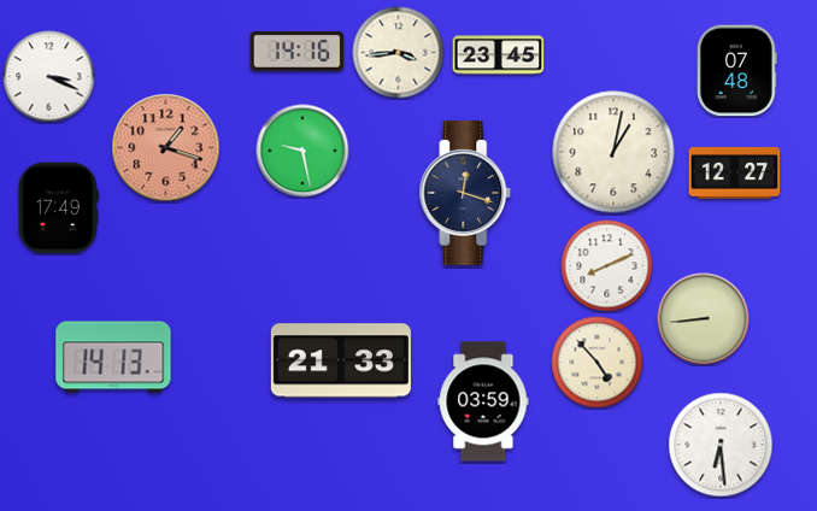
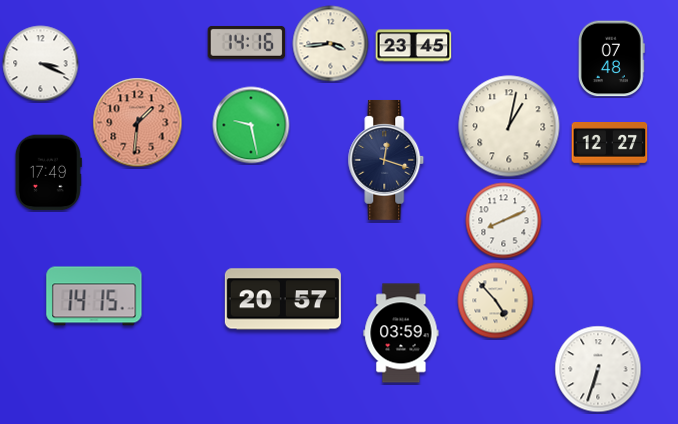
clock at (166, 148): 1:18 -> 1:31
clock at (704, 319): 8:44 -> none
clock at (113, 357): 14:13 -> 14:15
clock at (341, 360): 21:33 -> 20:57
clock at (721, 445): 6:29 -> 6:33
